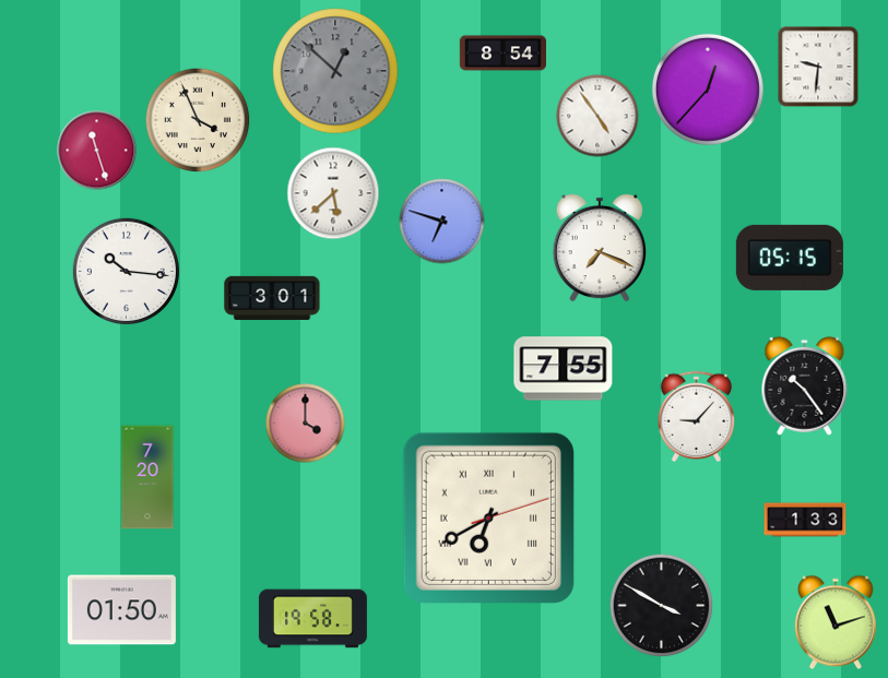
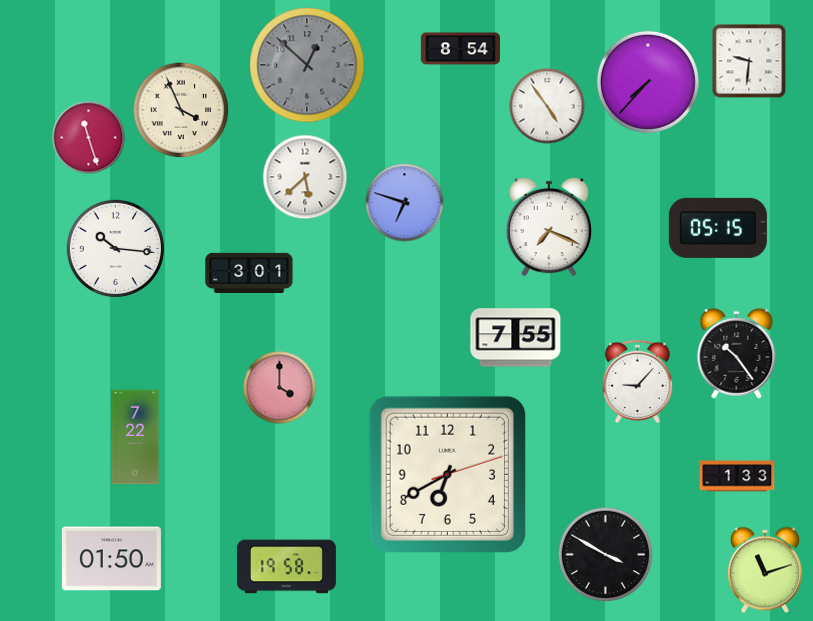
clock at (708, 90): 12:37 -> 7:37
clock at (790, 258) position: (790, 258) -> (718, 228)
clock at (147, 477): 7:20 -> 7:22
clock at (488, 518) numerals: Roman -> Arabic
